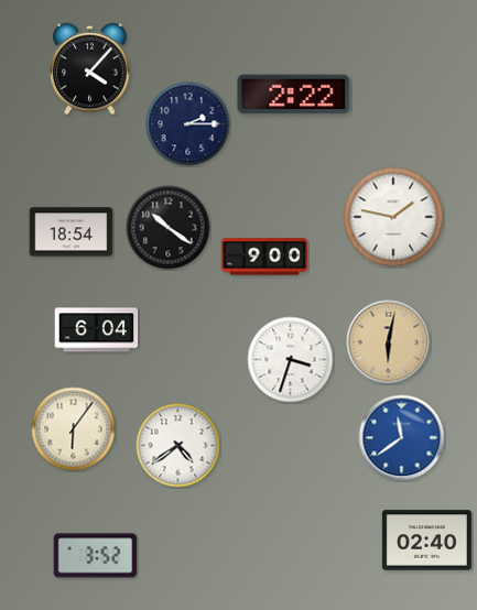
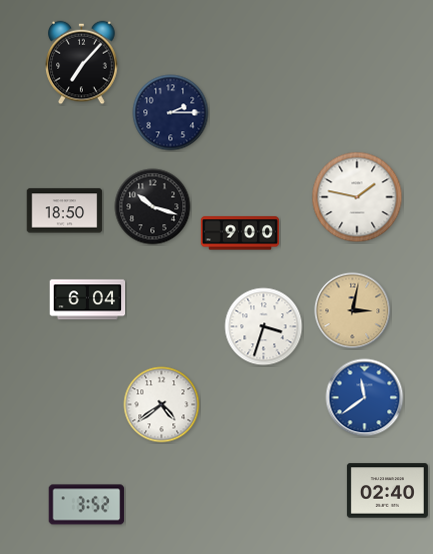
clock at (90, 69): 4:07 -> 7:07
clock at (294, 95): 2:22 -> none
clock at (169, 228): 10:21 -> 10:18
clock at (72, 232): 18:54 -> 18:50
clock at (389, 342): 6:02 -> 3:02
clock at (74, 429): 6:06 -> none
